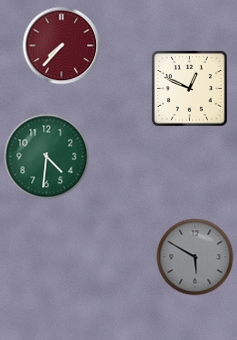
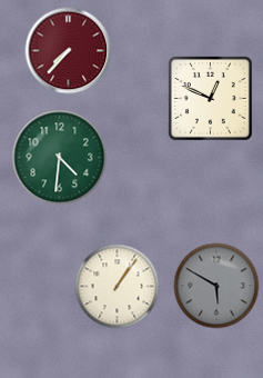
clock at (47, 157) position: (47, 157) -> (60, 158)
clock at (118, 287): none -> 1:06
